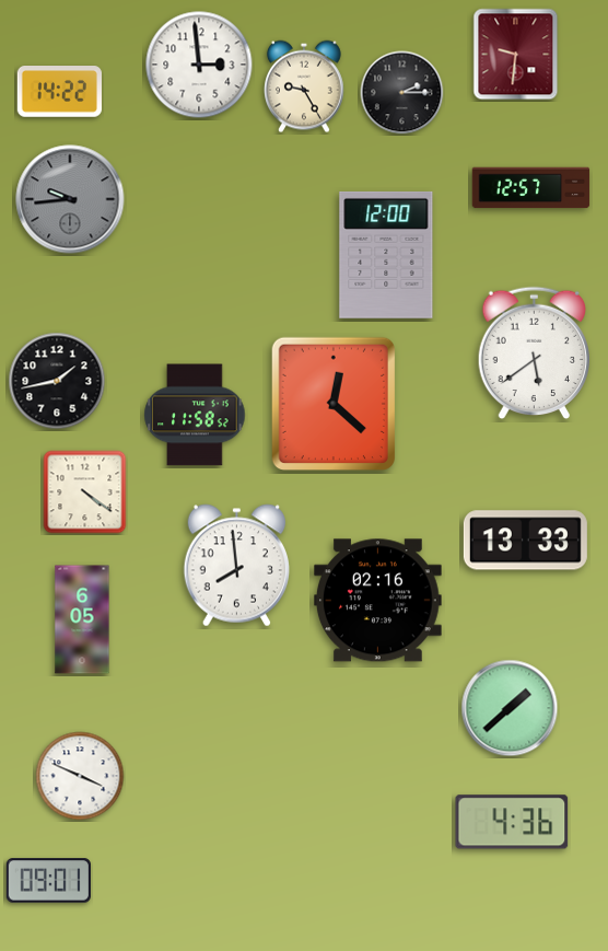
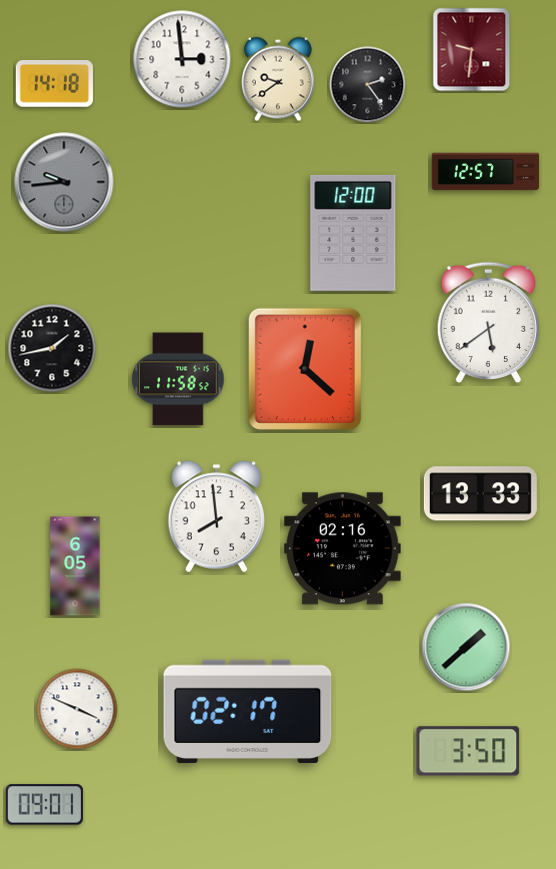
clock at (305, 86): 9:25 -> 9:39
clock at (59, 92): 14:22 -> 14:18
clock at (402, 93): 2:15 -> 2:24
clock at (85, 492): 4:21 -> none
clock at (378, 601) position: (378, 601) -> (343, 549)
clock at (80, 776) position: (80, 776) -> (77, 709)
clock at (248, 711): none -> 02:17
clock at (512, 822): 4:36 -> 3:50
